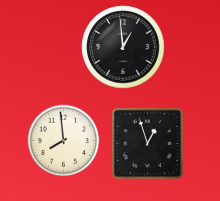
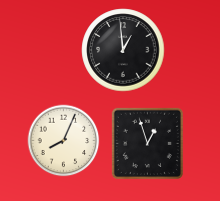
clock at (123, 47) position: (123, 47) -> (123, 50)
clock at (64, 141): 7:59 -> 8:04
